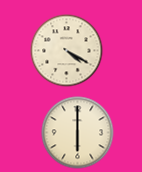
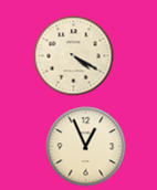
clock at (78, 133): 6:00 -> 12:56
